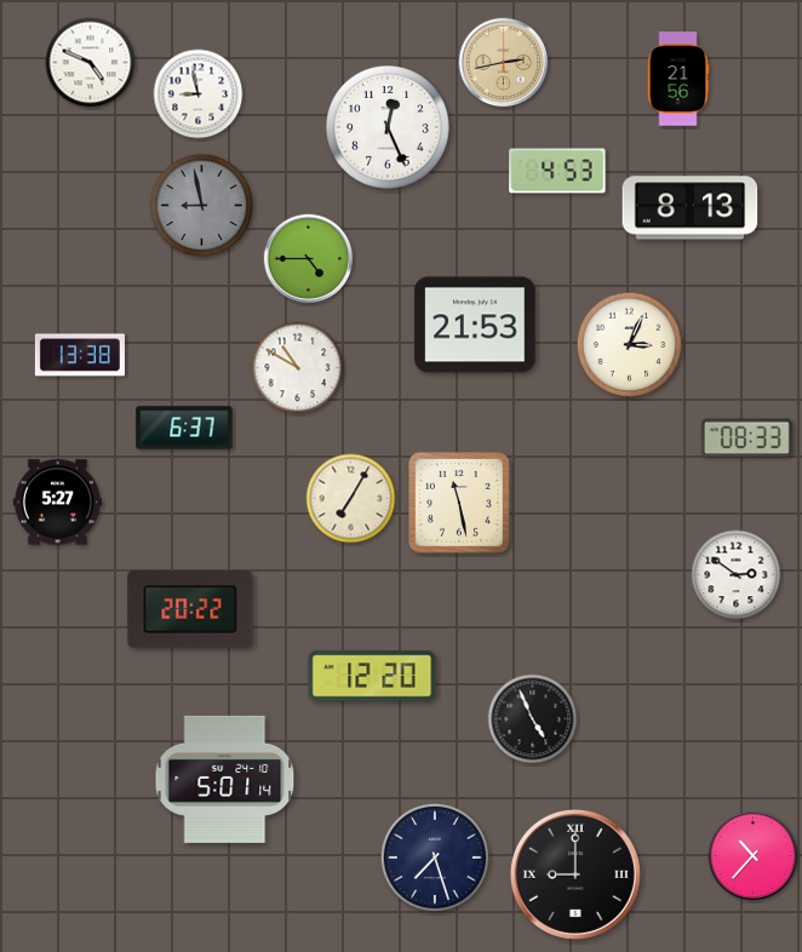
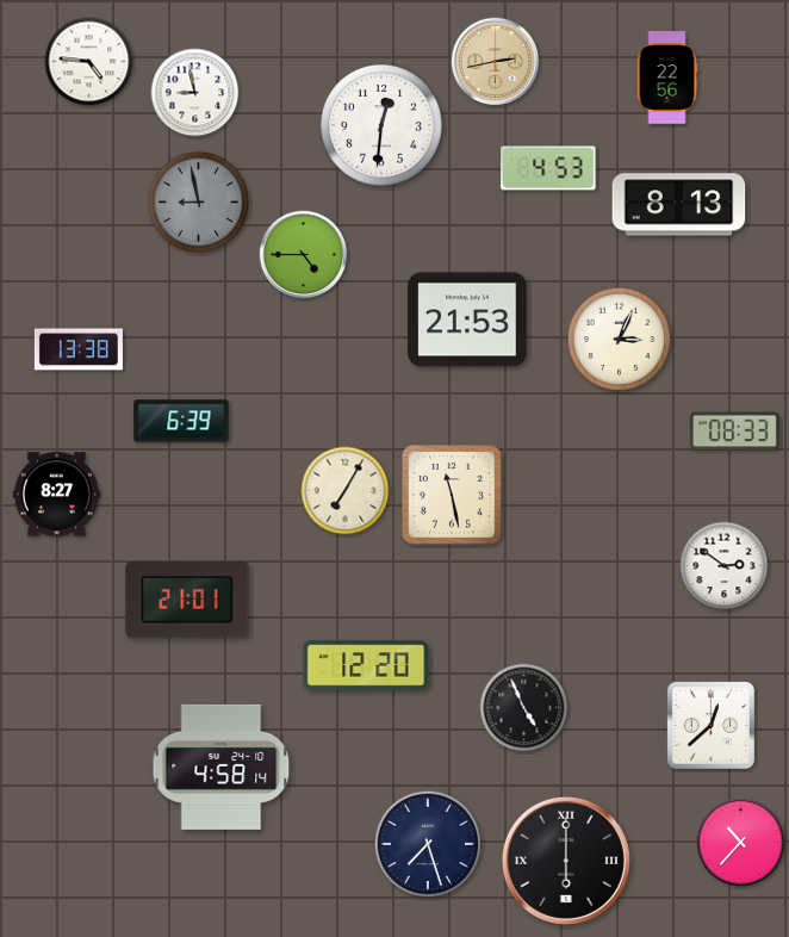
clock at (91, 63): 4:49 -> 4:46
clock at (678, 79): 21:56 -> 22:56
clock at (388, 127): 12:26 -> 12:31
clock at (298, 368): 10:50 -> none
clock at (184, 428): 6:37 -> 6:39
clock at (57, 503): 5:27 -> 8:27
clock at (190, 609): 20:22 -> 21:01
clock at (710, 725): none -> 12:38
clock at (225, 779): 5:01 -> 4:58
clock at (575, 874): 9:00 -> 6:00
